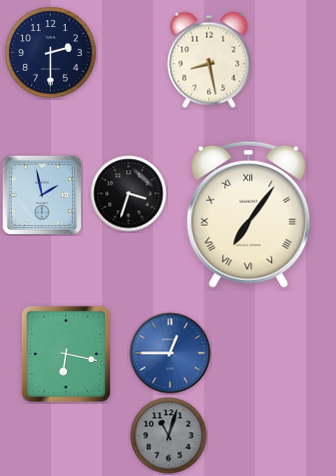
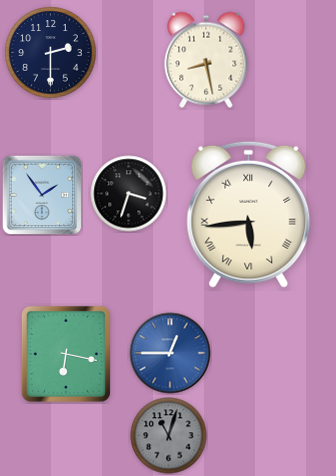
clock at (209, 60) position: (209, 60) -> (206, 60)
clock at (42, 195): 1:58 -> 1:54
clock at (249, 214): 7:06 -> 5:44
